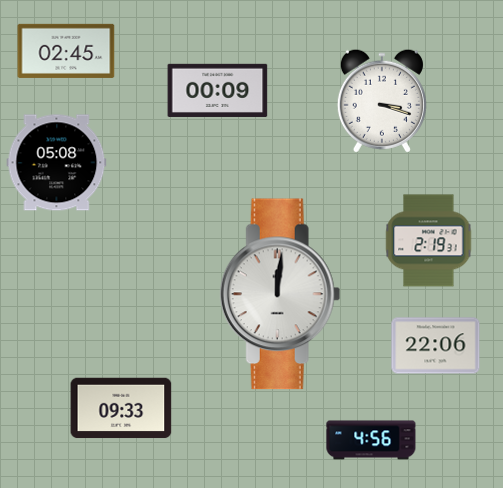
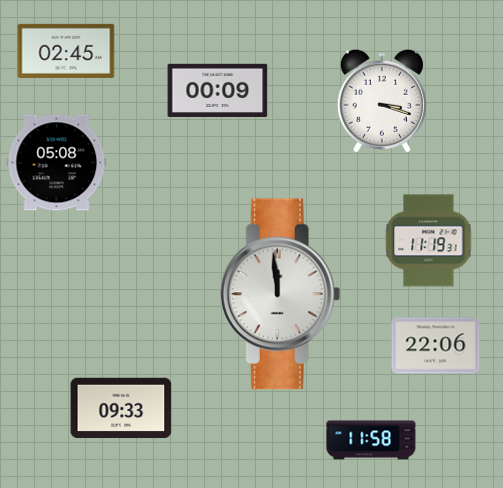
clock at (429, 241): 2:19 -> 11:19
clock at (280, 294): 12:01 -> 11:59
clock at (371, 440): 4:56 -> 11:58
